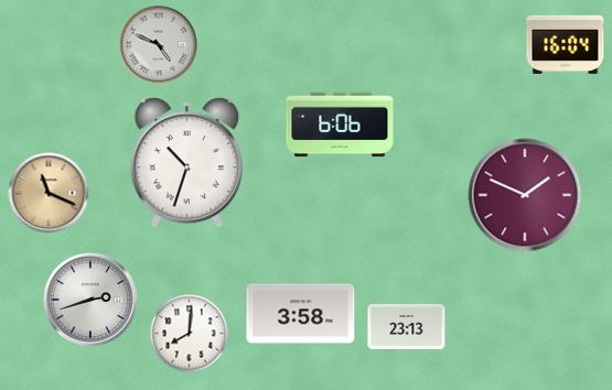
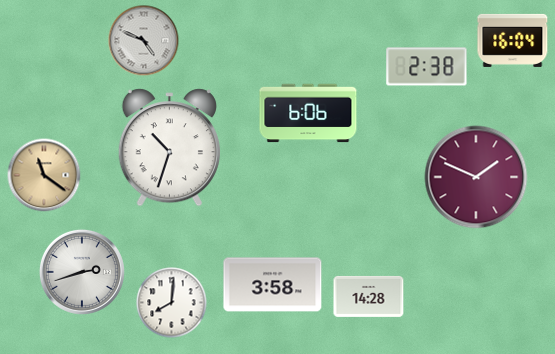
clock at (427, 67): none -> 2:38
clock at (49, 193): 11:19 -> 11:21
clock at (407, 326): 23:13 -> 14:28
